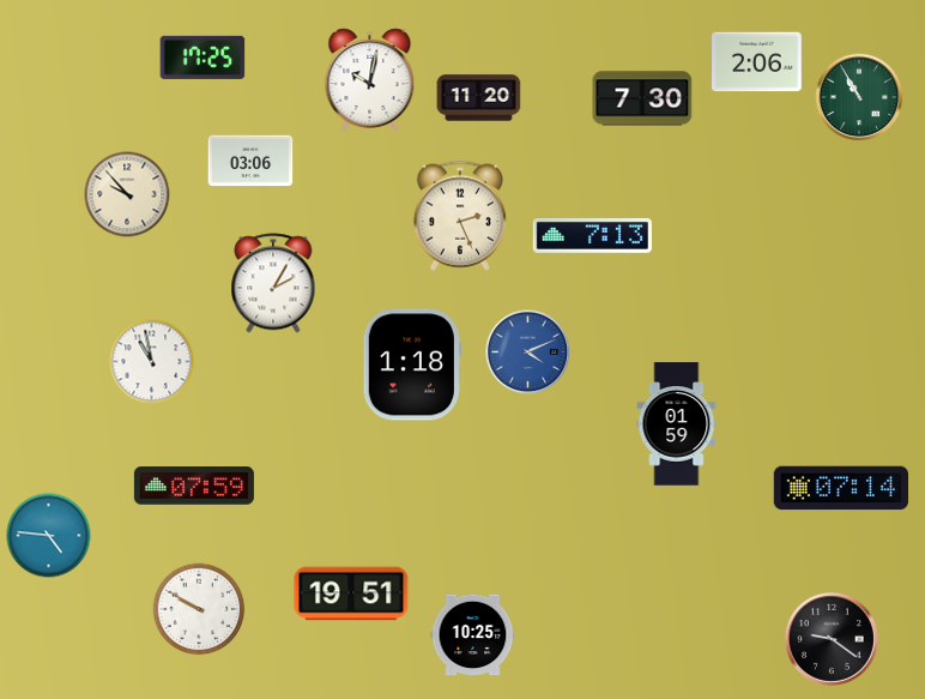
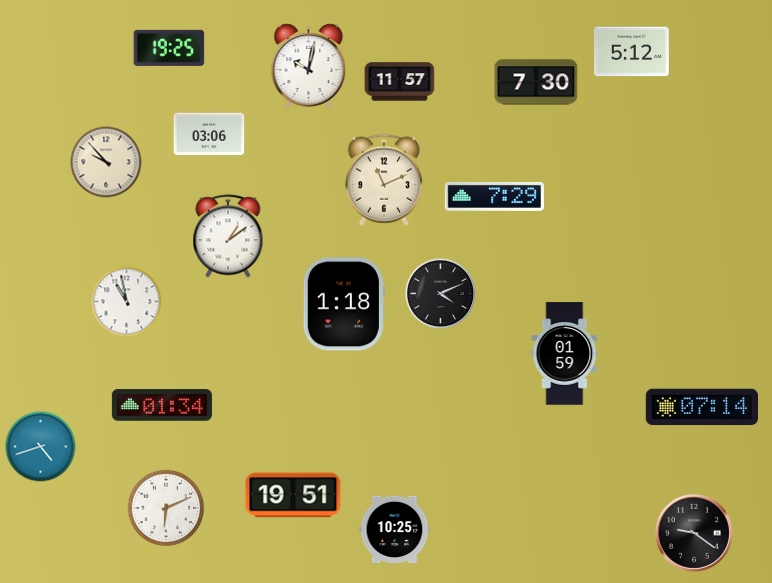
clock at (202, 58): 17:25 -> 19:25
clock at (757, 62): 2:06 -> 5:12
clock at (859, 97): 10:55 -> none
clock at (479, 98): 11:20 -> 11:57
clock at (459, 216): 2:26 -> 11:11
clock at (592, 235): 7:13 -> 7:29
clock at (273, 283): 2:05 -> 1:09
clock at (528, 352) dial: blue -> black
clock at (194, 486): 07:59 -> 01:34
clock at (49, 536): 4:46 -> 4:42
clock at (199, 609): 9:50 -> 6:11
